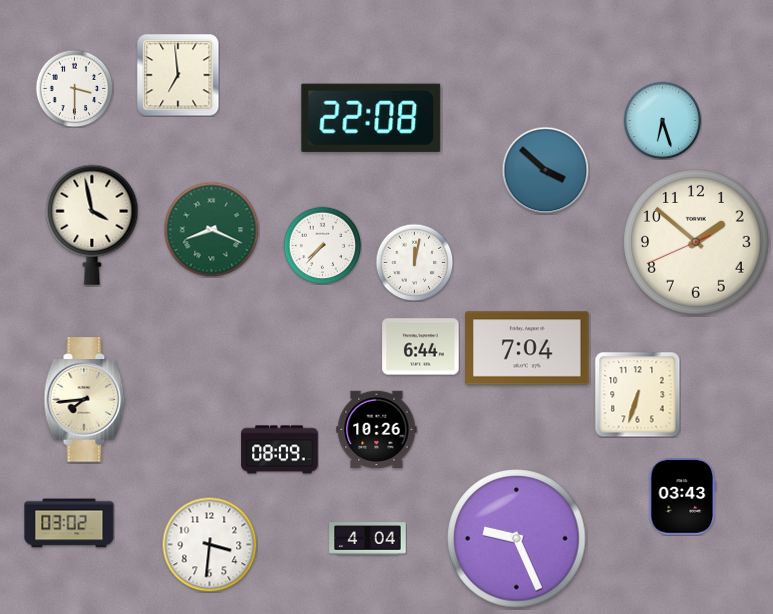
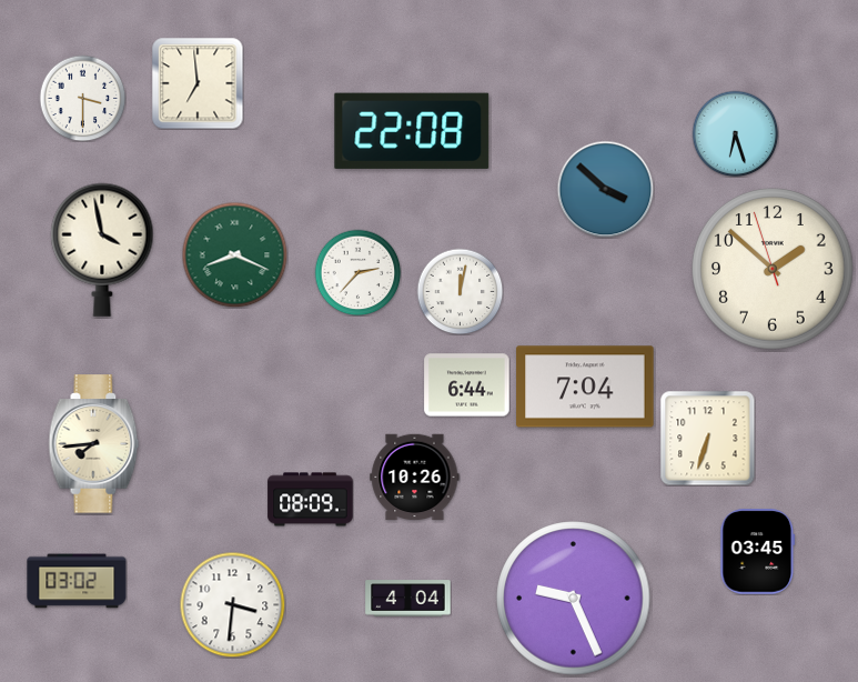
clock at (697, 242): 1:51:41 -> 1:51:57
clock at (322, 245): 7:37 -> 2:37
clock at (377, 430) position: (377, 430) -> (415, 478)
clock at (683, 497): 03:43 -> 03:45
